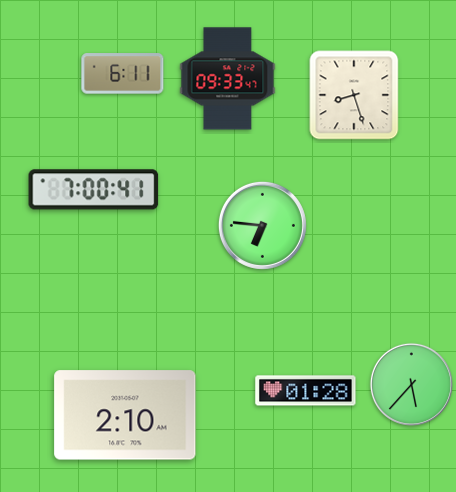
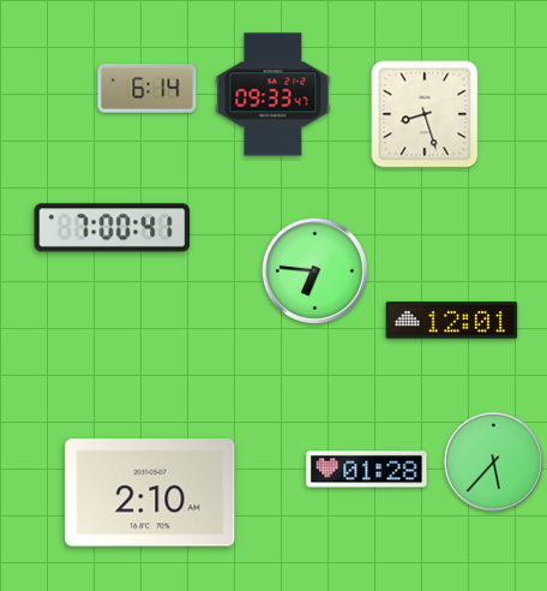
clock at (123, 74): 6:11 -> 6:14
clock at (452, 321): none -> 12:01
clock at (125, 415) position: (125, 415) -> (150, 492)
